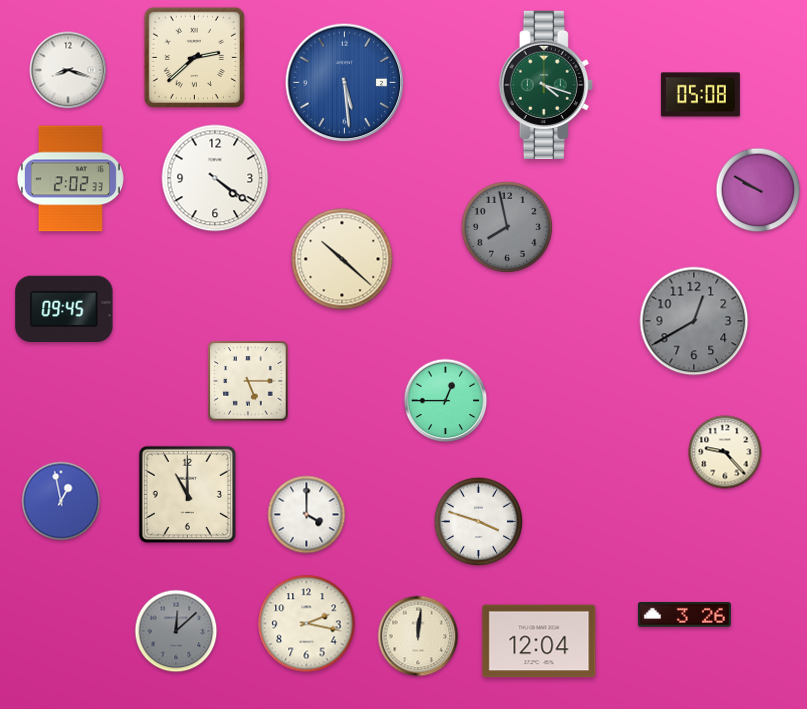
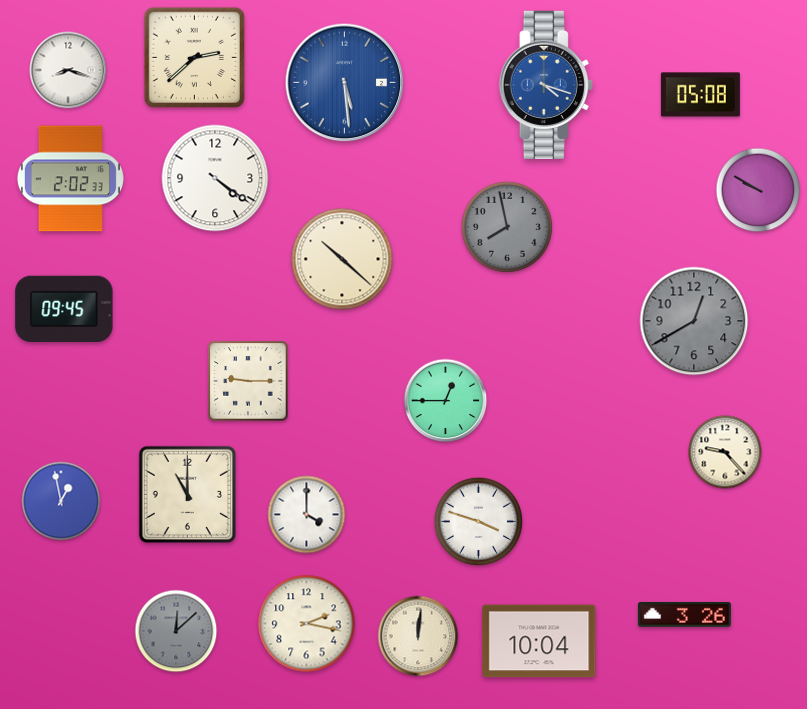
clock at (546, 85) dial: green -> blue
clock at (248, 381): 5:15 -> 9:15
clock at (539, 641): 12:04 -> 10:04
